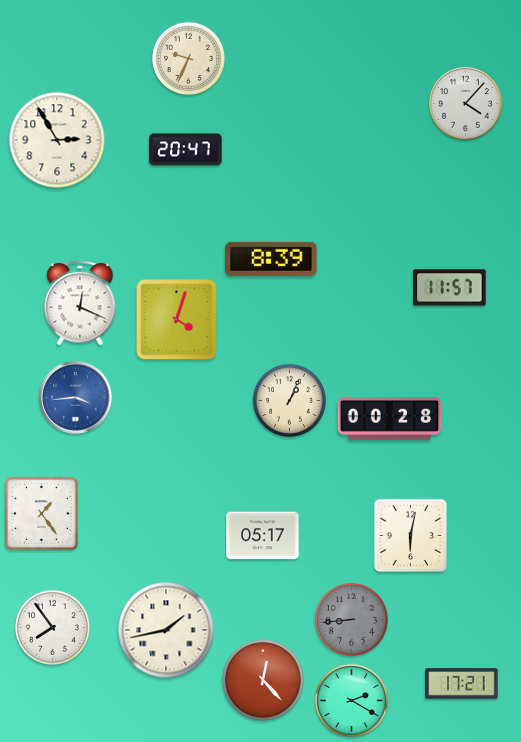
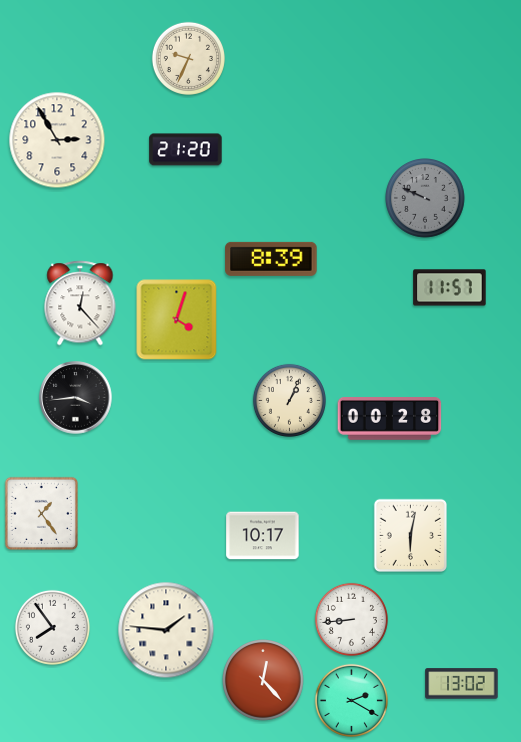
clock at (466, 104): 4:07 -> none
clock at (186, 150): 20:47 -> 21:20
clock at (426, 199): none -> 9:49
clock at (80, 303): 12:19 -> 12:23
clock at (76, 398) dial: blue -> black
clock at (263, 536): 05:17 -> 10:17
clock at (351, 619) dial: grey -> white
clock at (166, 630): 1:43 -> 1:46
clock at (462, 684): 17:21 -> 13:02
